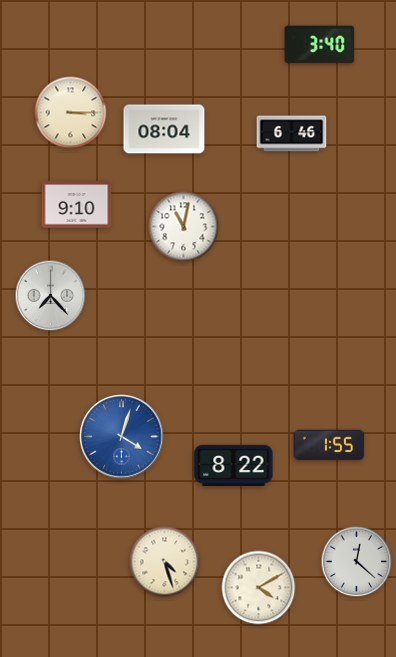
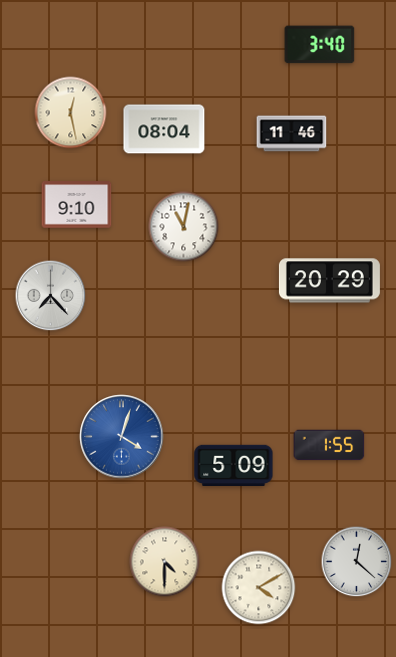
clock at (71, 113): 3:15 -> 12:28
clock at (292, 134): 6:46 -> 11:46
clock at (329, 281): none -> 20:29
clock at (234, 465): 8:22 -> 5:09
clock at (165, 562): 4:27 -> 4:30
